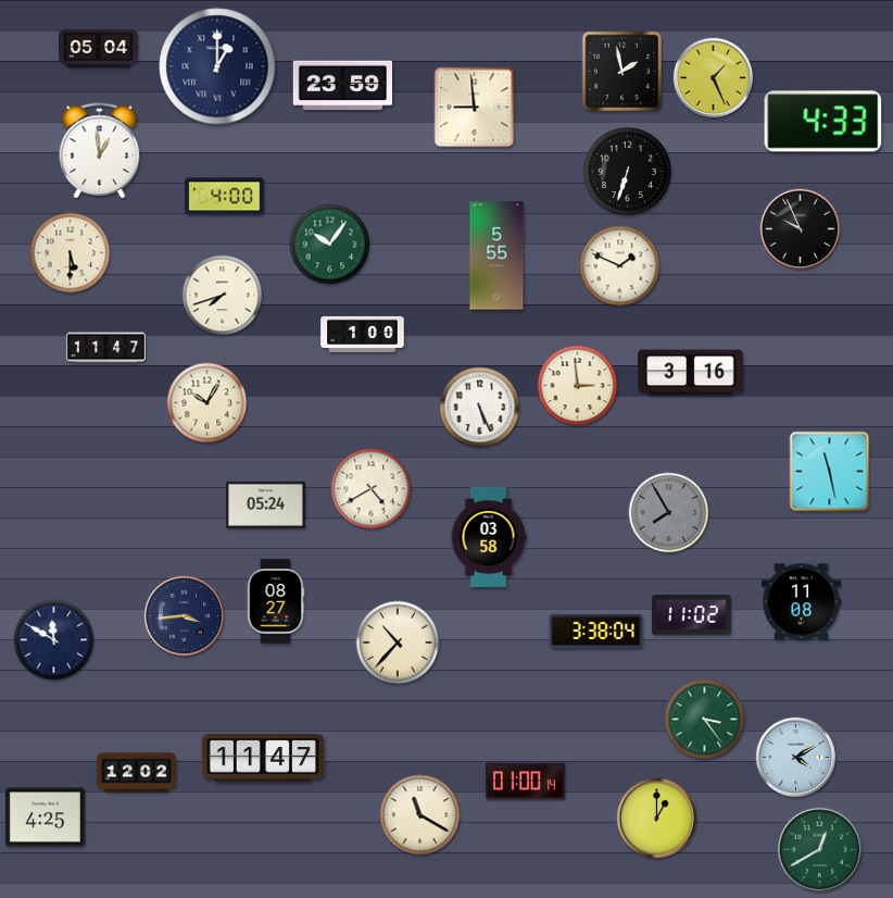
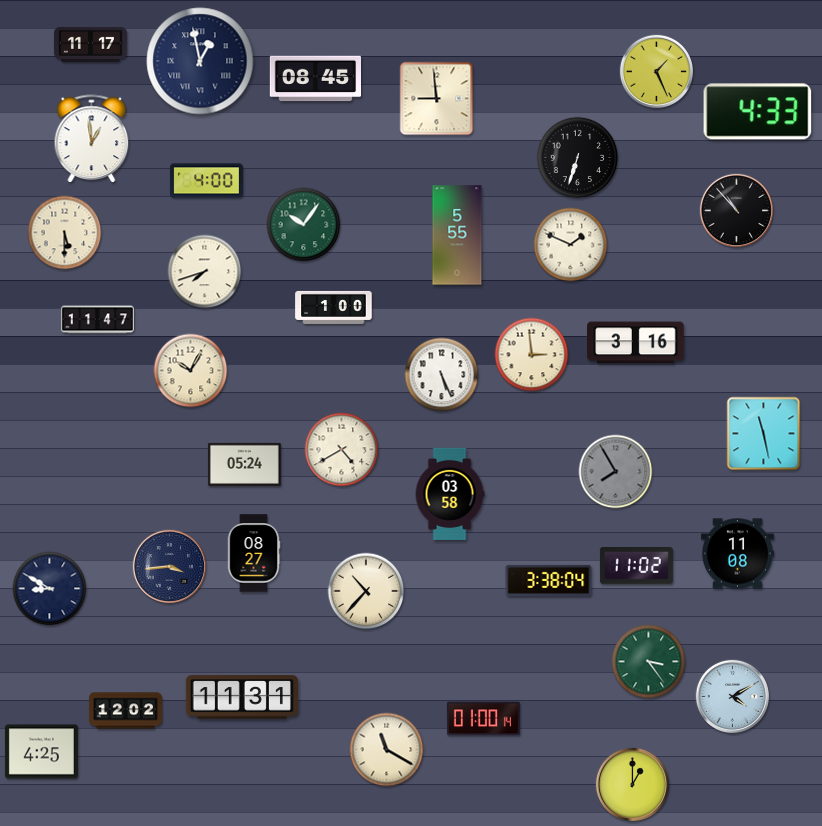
clock at (98, 48): 05:04 -> 11:17
clock at (217, 66): 1:00 -> 12:58
clock at (621, 71): 1:58 -> none
clock at (342, 86): 23:59 -> 08:45
clock at (800, 228): 9:56 -> 10:53
clock at (54, 640): 11:50 -> 8:50
clock at (262, 758): 11:47 -> 11:31
clock at (656, 818) position: (656, 818) -> (632, 784)
clock at (819, 849): 12:40 -> none
